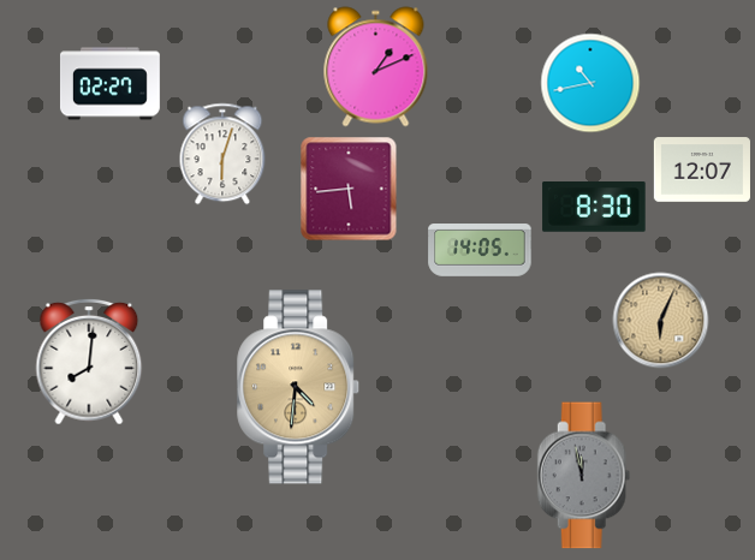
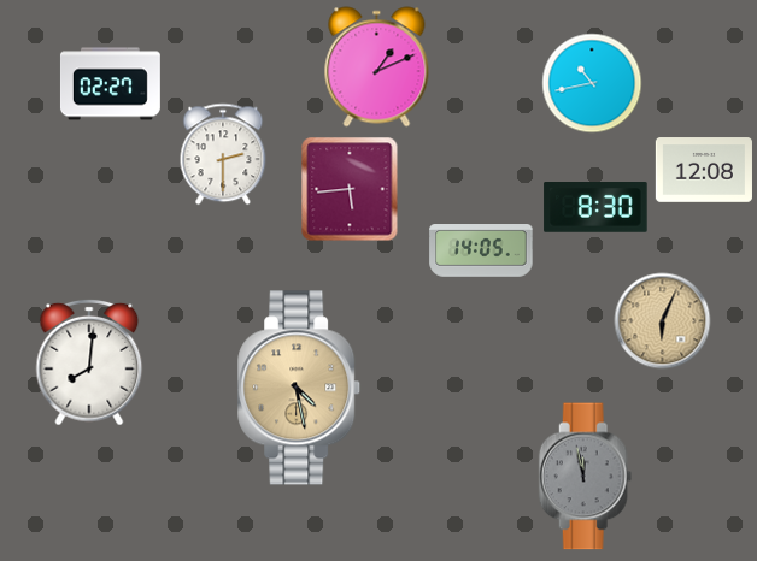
clock at (222, 154): 6:03 -> 2:30
clock at (702, 169): 12:07 -> 12:08
clock at (299, 387): 4:31 -> 4:28
